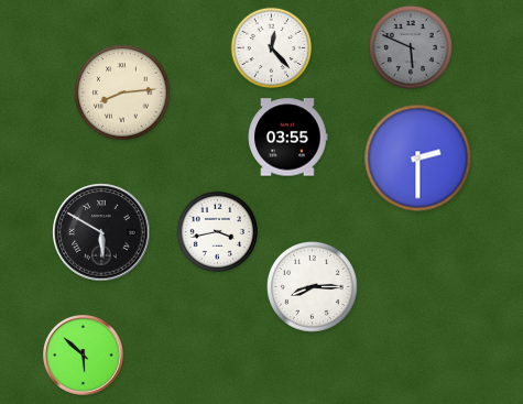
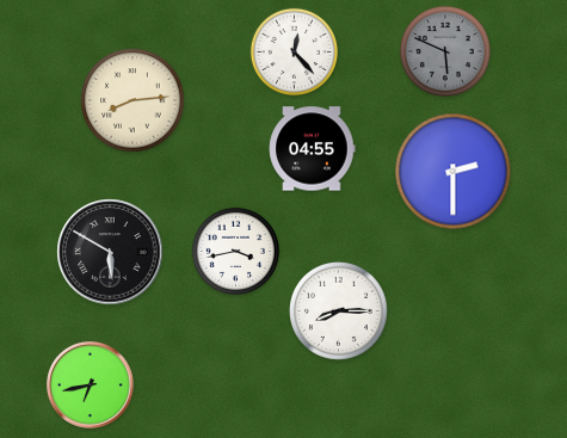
clock at (287, 138): 03:55 -> 04:55
clock at (84, 356): 5:52 -> 6:43
